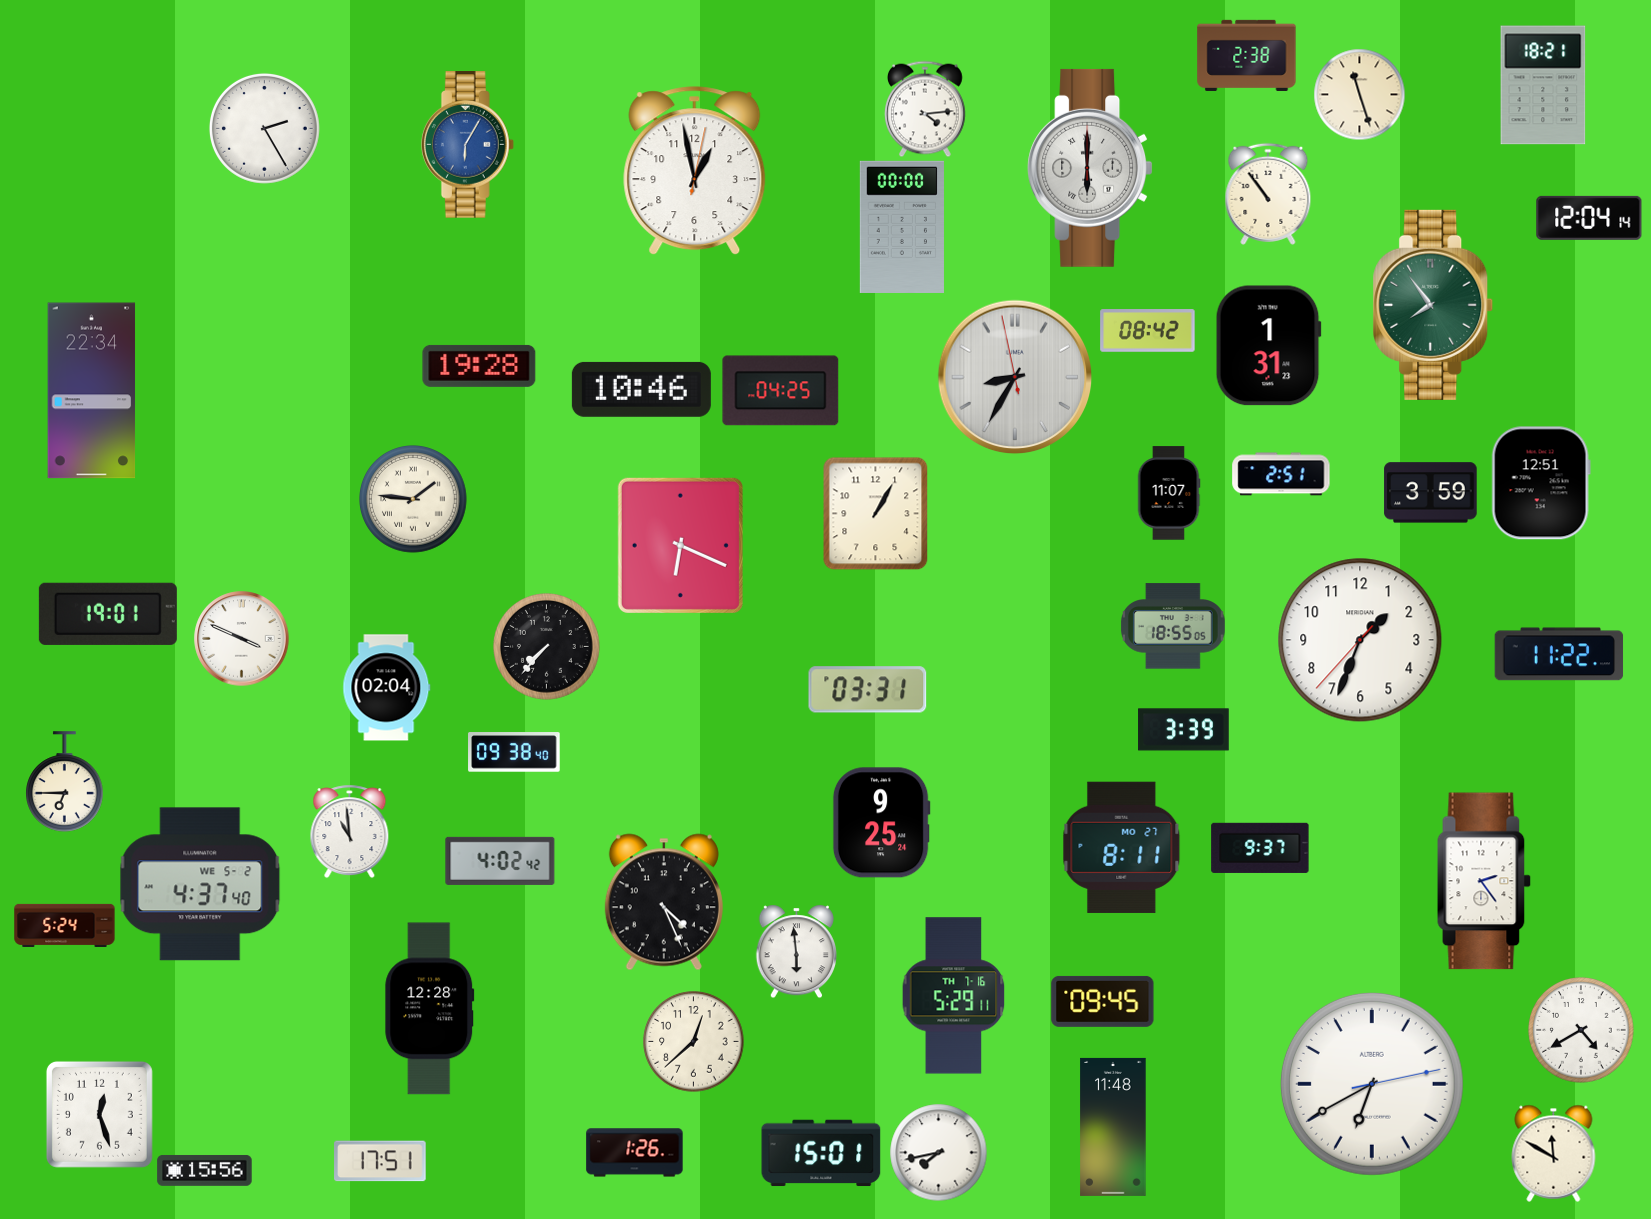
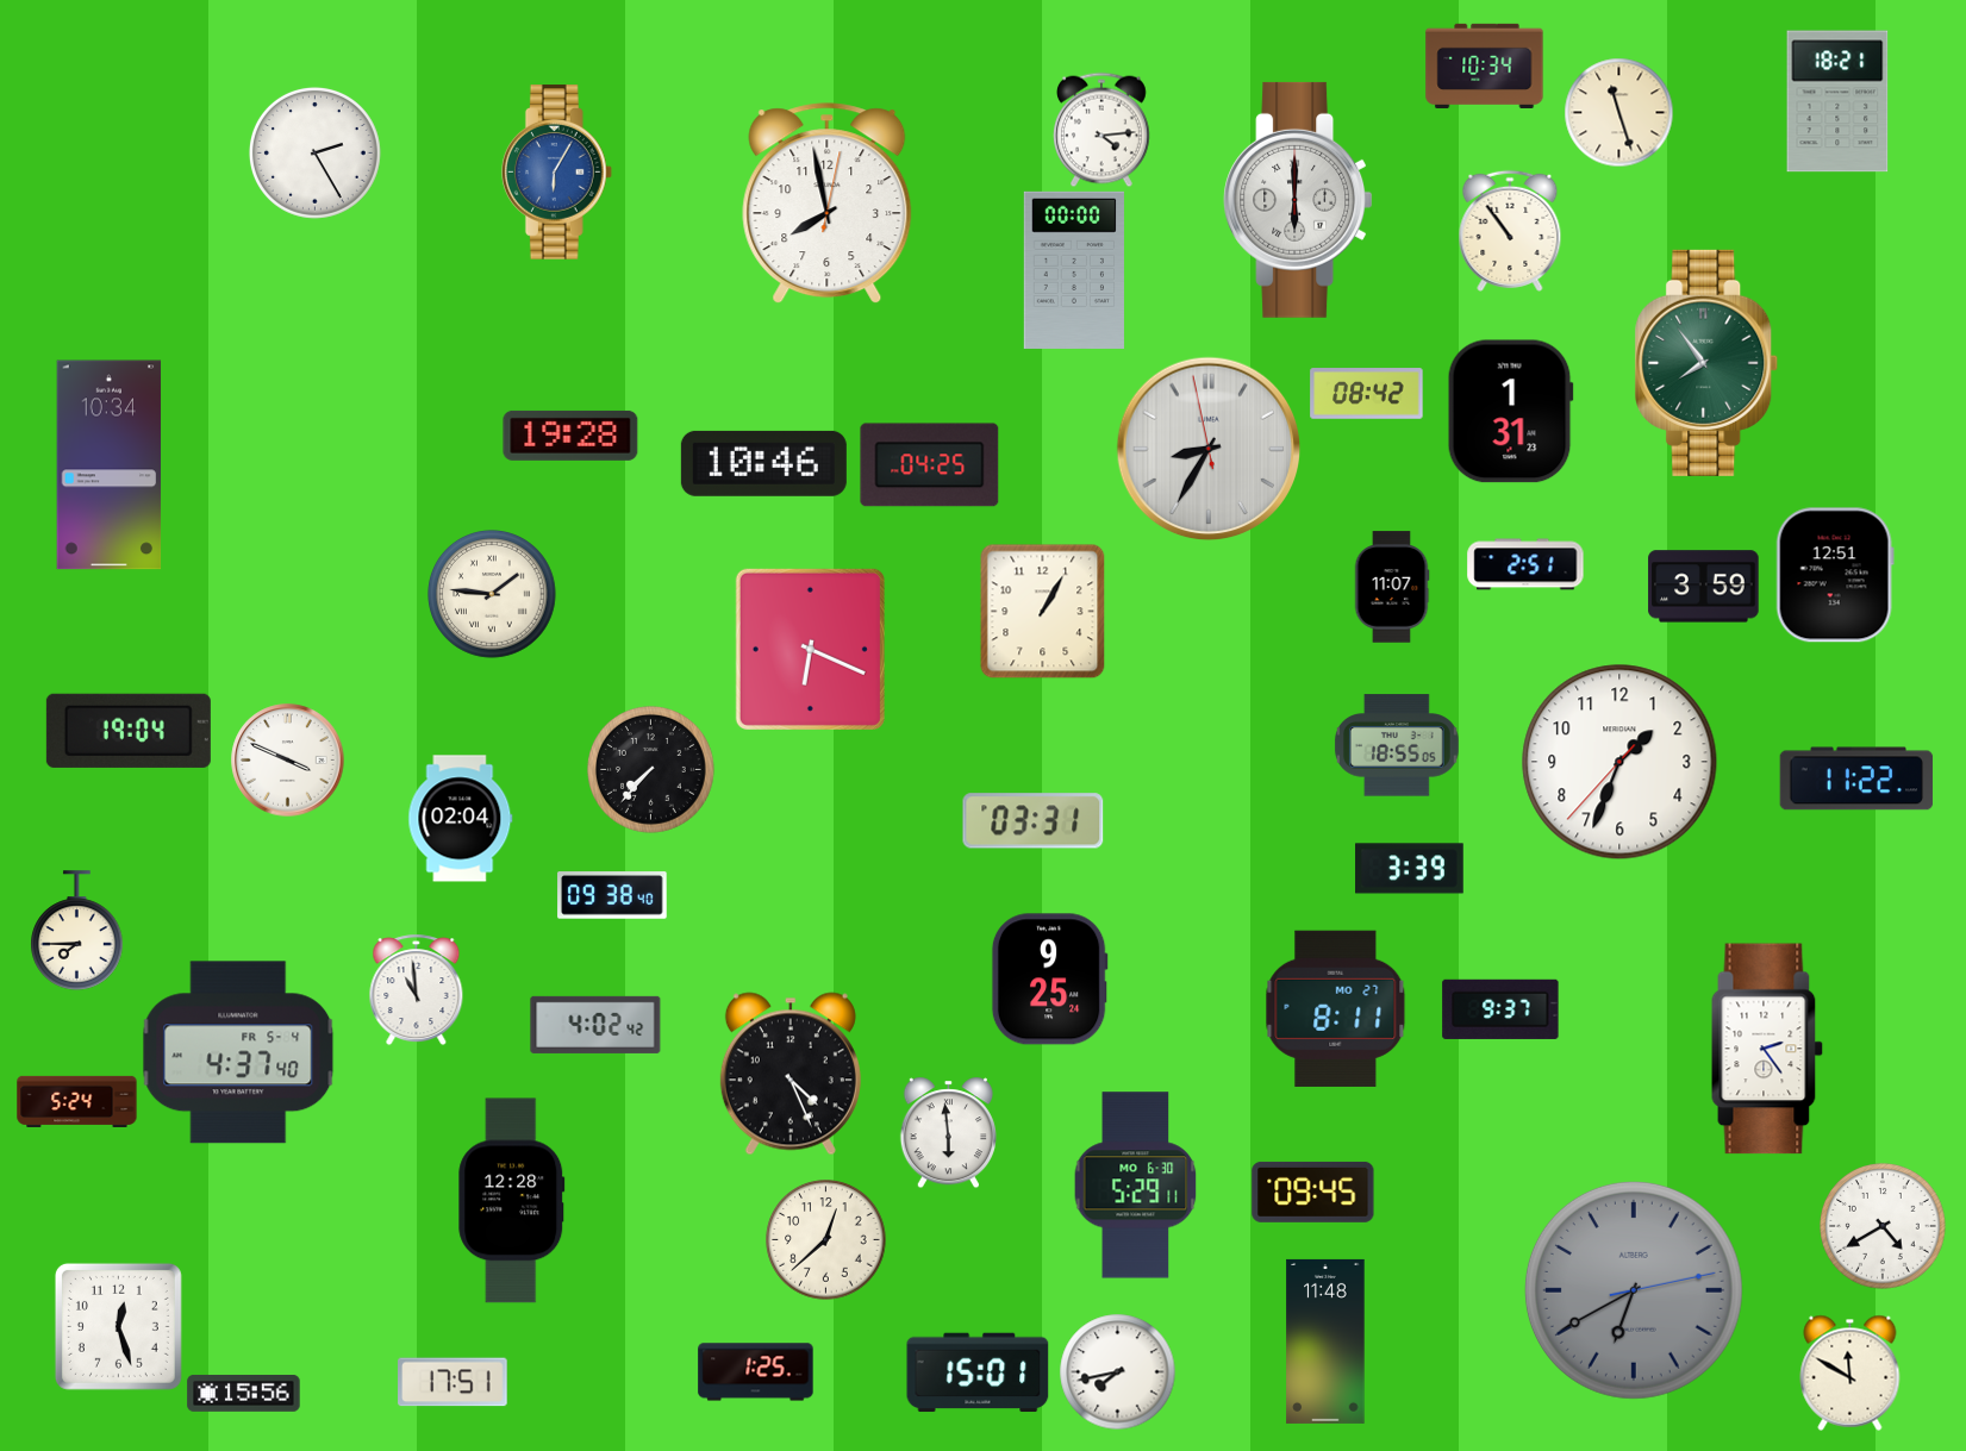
clock at (1247, 55): 2:38 -> 10:34
clock at (695, 171): 12:58 -> 7:58
clock at (1589, 218): 12:04 -> none
clock at (92, 391): 22:34 -> 10:34
clock at (108, 614): 19:01 -> 19:04
clock at (65, 782): 6:45 -> 7:45
clock at (200, 884) date: WE 5-2 -> FR 5-4
clock at (954, 996) date: TH 7-16 -> MO 6-30
clock at (1372, 1084) dial: white -> grey
clock at (635, 1153): 1:26 -> 1:25
